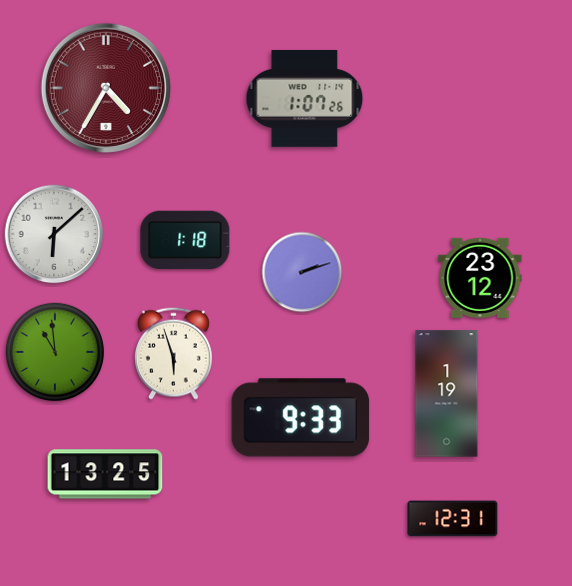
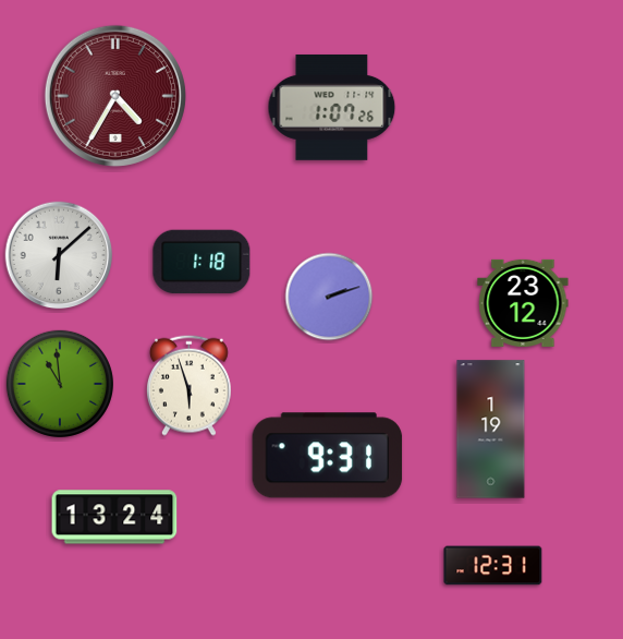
clock at (447, 394) position: (447, 394) -> (491, 430)
clock at (301, 418): 9:33 -> 9:31
clock at (105, 474): 13:25 -> 13:24
